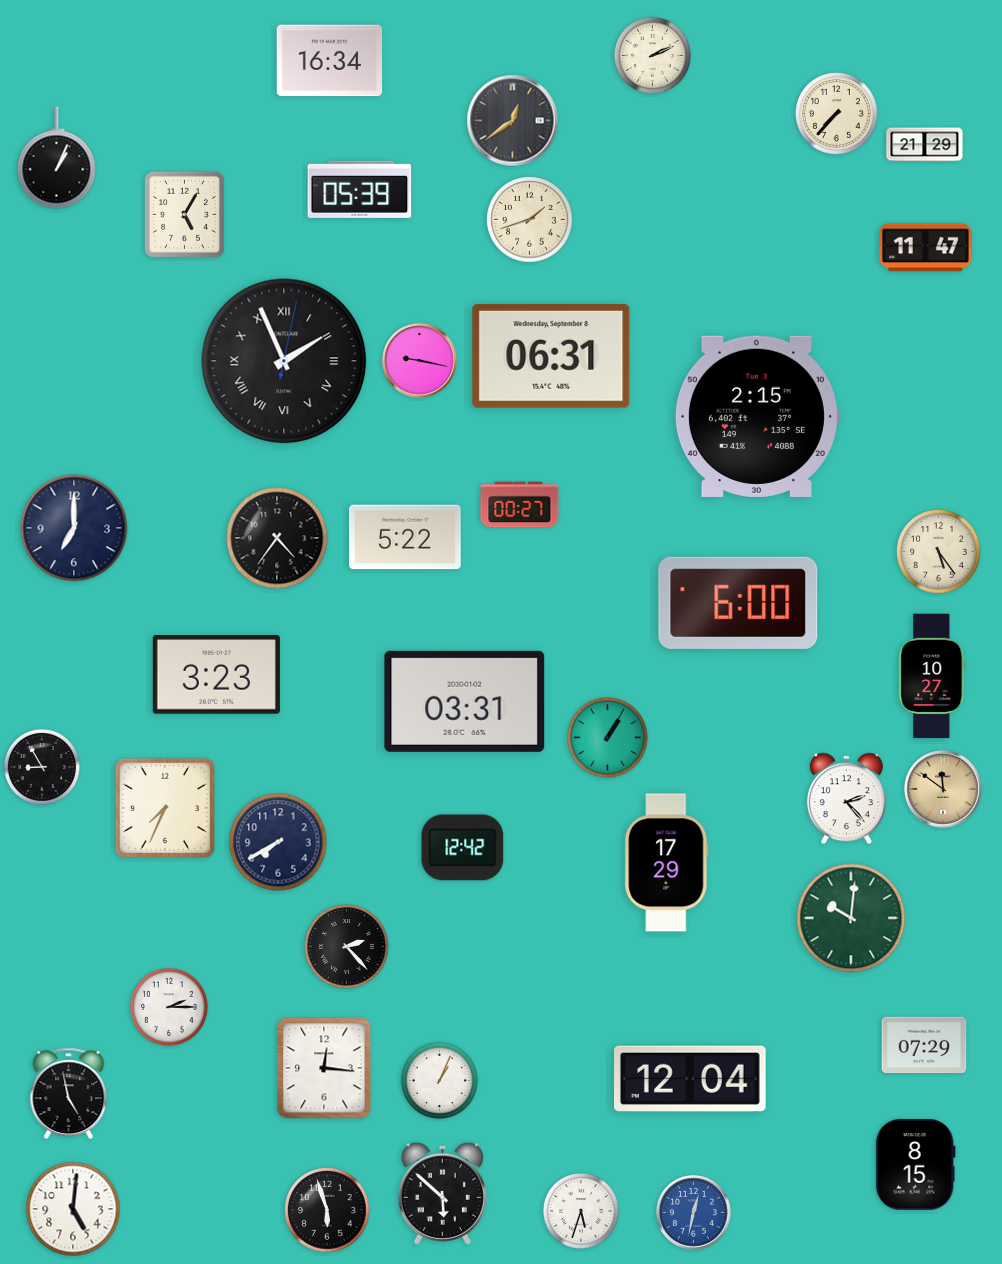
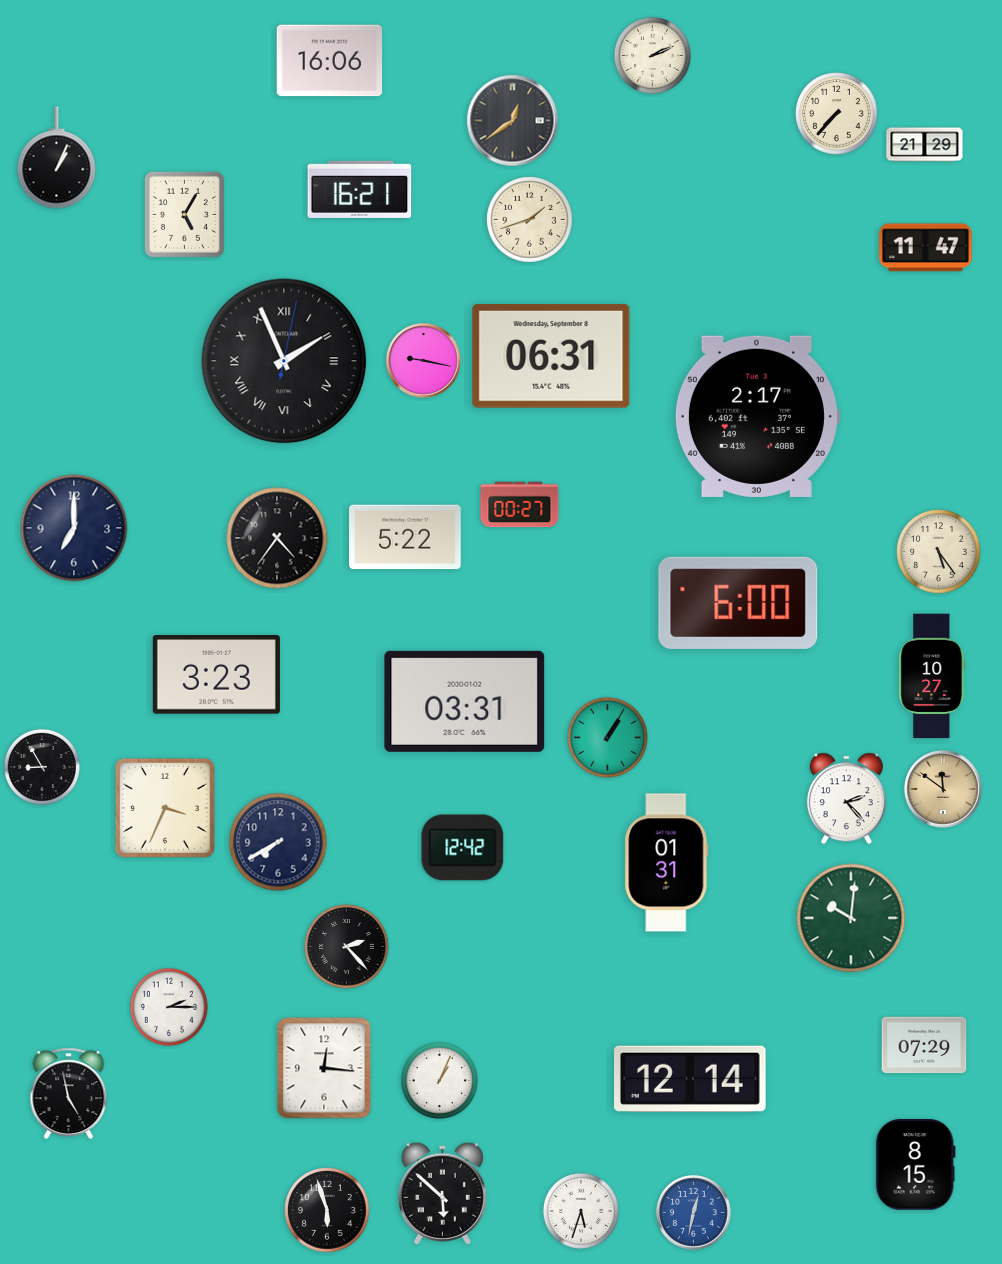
clock at (330, 61): 16:34 -> 16:06
clock at (360, 189): 05:39 -> 16:21
clock at (420, 361) position: (420, 361) -> (424, 361)
clock at (757, 416): 2:15 -> 2:17
clock at (165, 808): 7:34 -> 3:34
clock at (667, 863): 17:29 -> 01:31
clock at (691, 1079): 12:04 -> 12:14
clock at (73, 1209): 5:01 -> none
